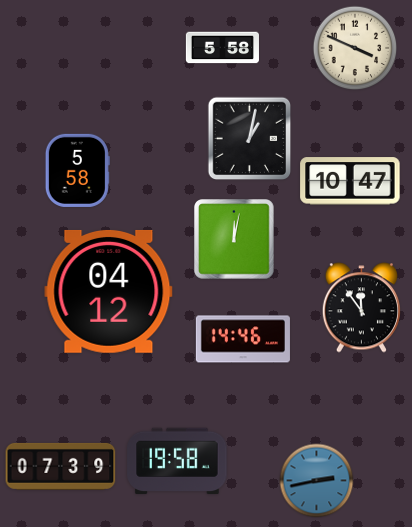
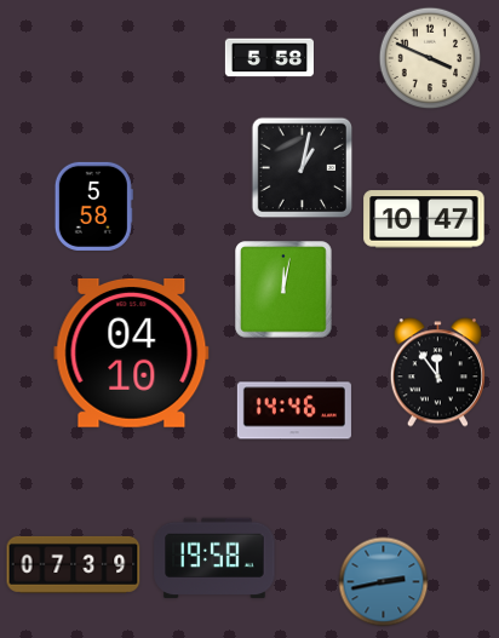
clock at (109, 291): 04:12 -> 04:10
